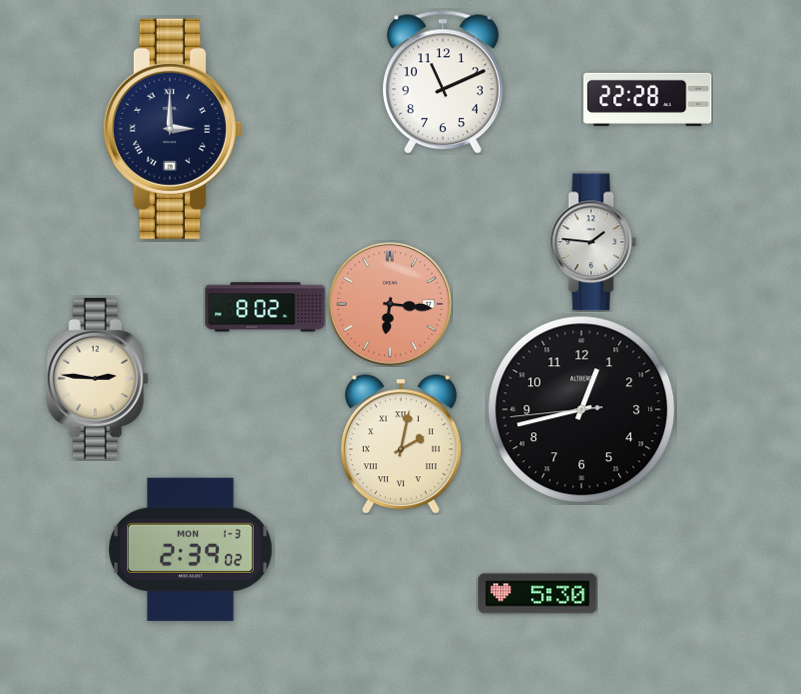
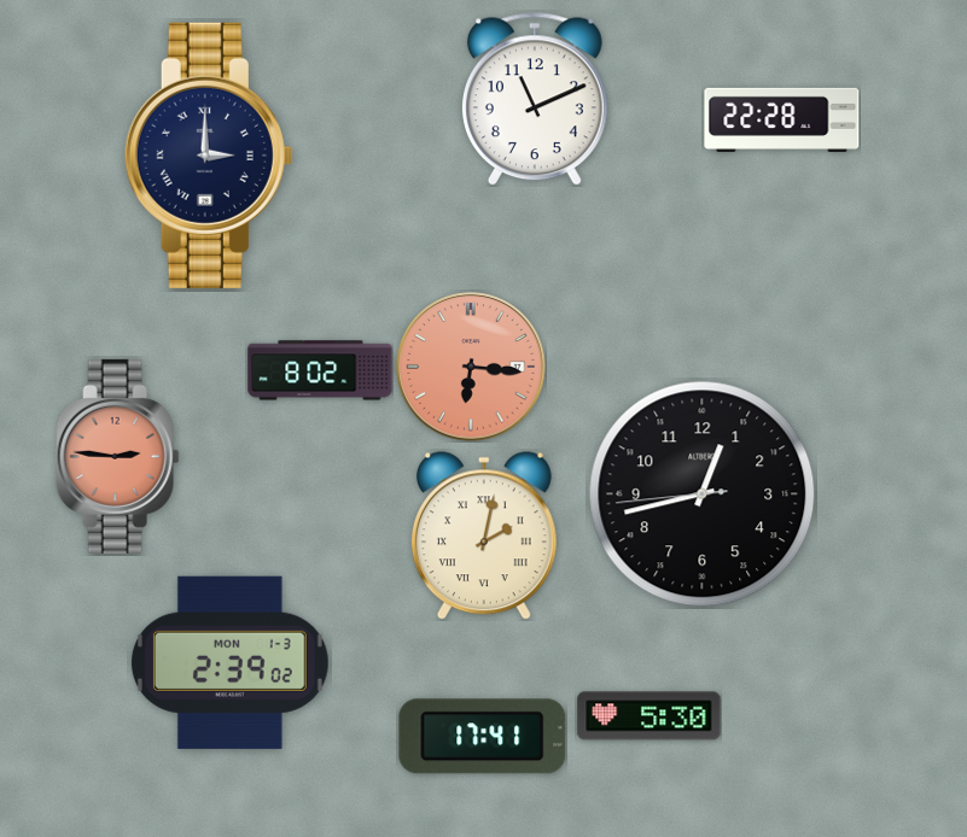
clock at (593, 242): 1:46 -> none
clock at (98, 378) dial: cream -> salmon
clock at (483, 737): none -> 17:41
